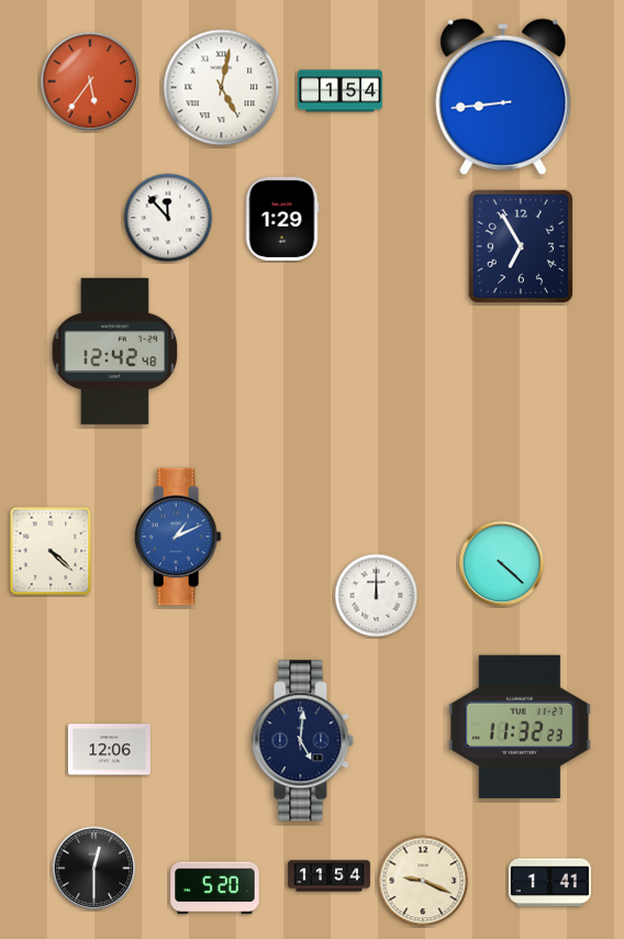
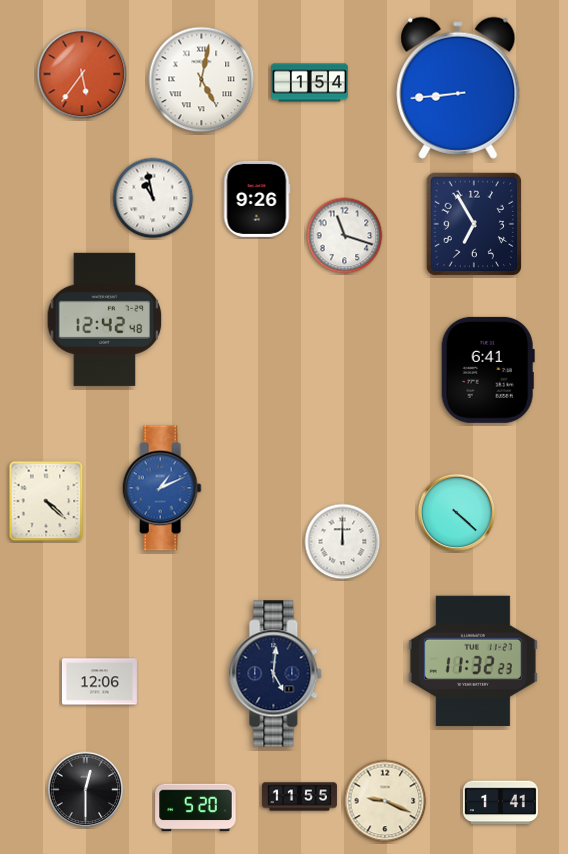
clock at (168, 218): 11:53 -> 10:58
clock at (282, 219): 1:29 -> 9:26
clock at (345, 236): none -> 11:18
clock at (488, 370): none -> 6:41
clock at (328, 876): 11:54 -> 11:55
